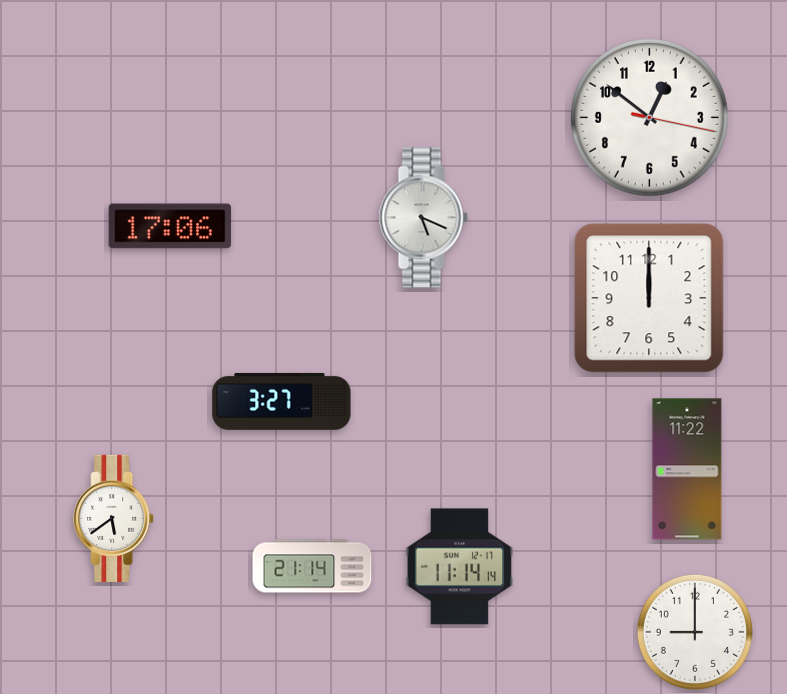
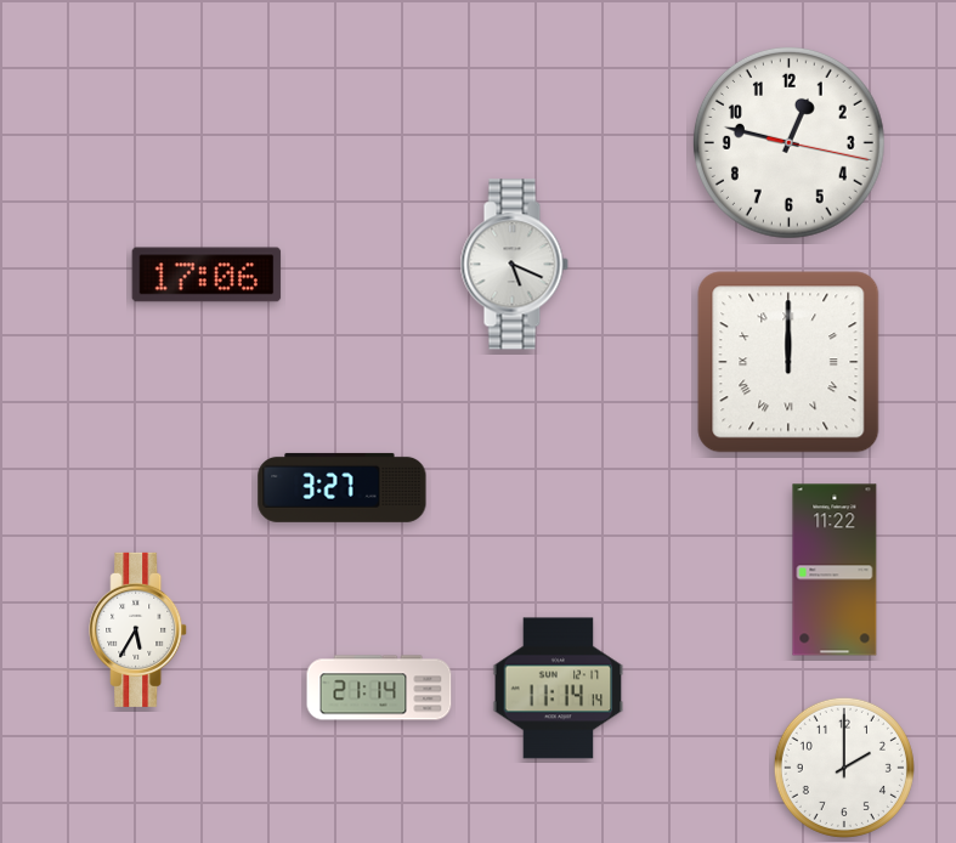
clock at (649, 117): 12:51 -> 12:47
clock at (649, 298) numerals: Arabic -> Roman
clock at (114, 518): 5:39 -> 5:35
clock at (695, 632): 9:00 -> 2:00
